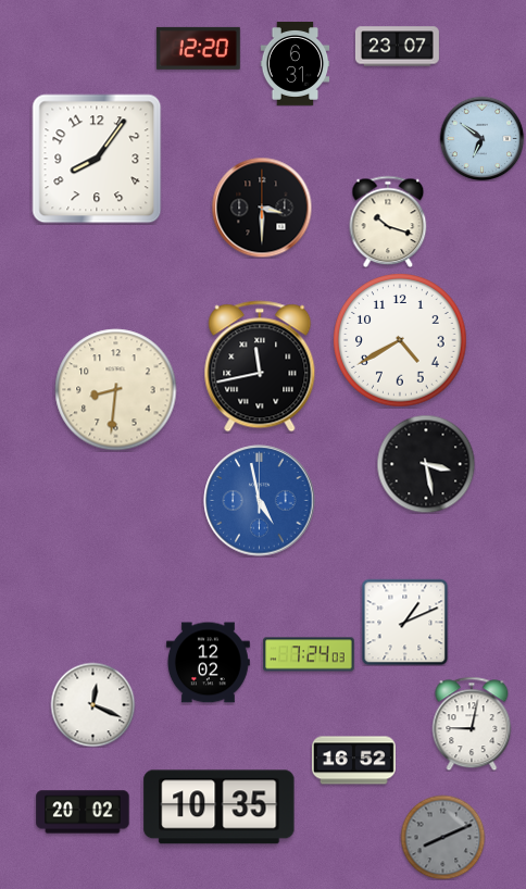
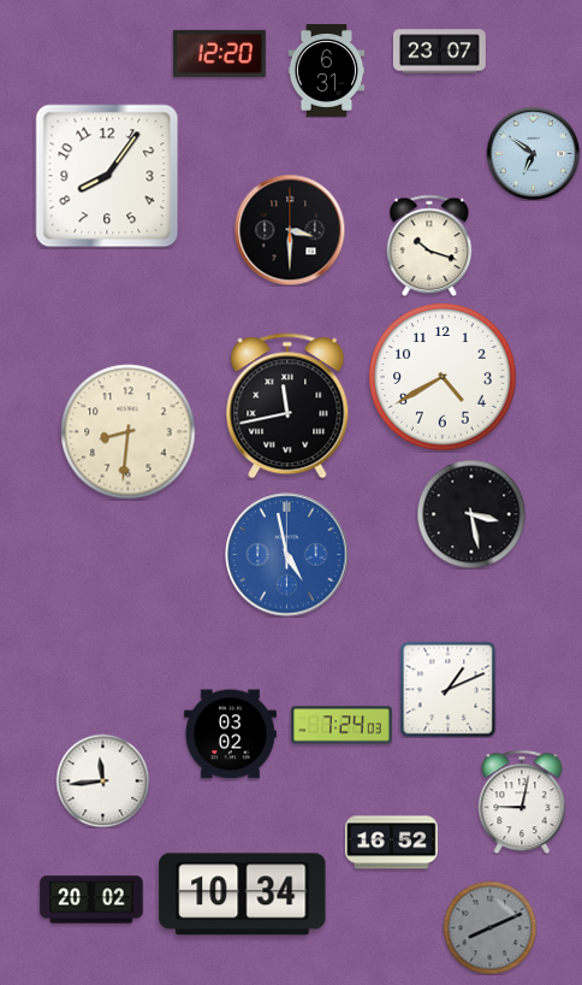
clock at (208, 663): 12:02 -> 03:02
clock at (92, 704): 12:19 -> 11:44
clock at (220, 807): 10:35 -> 10:34
